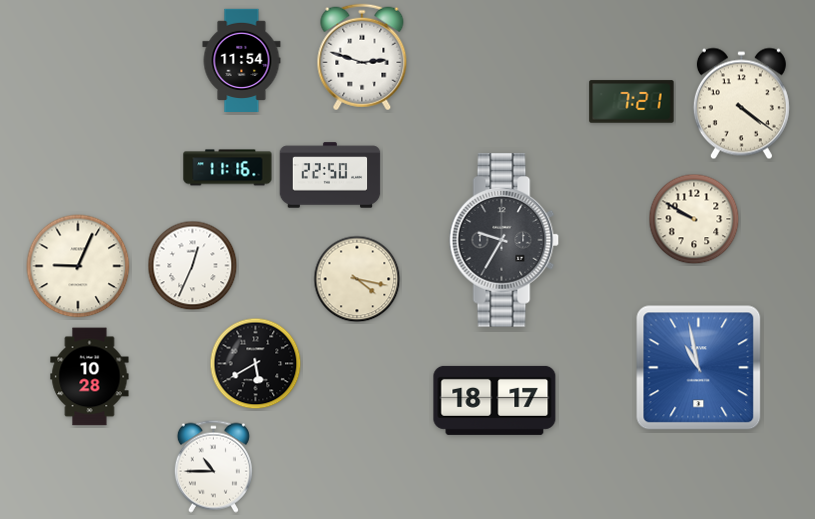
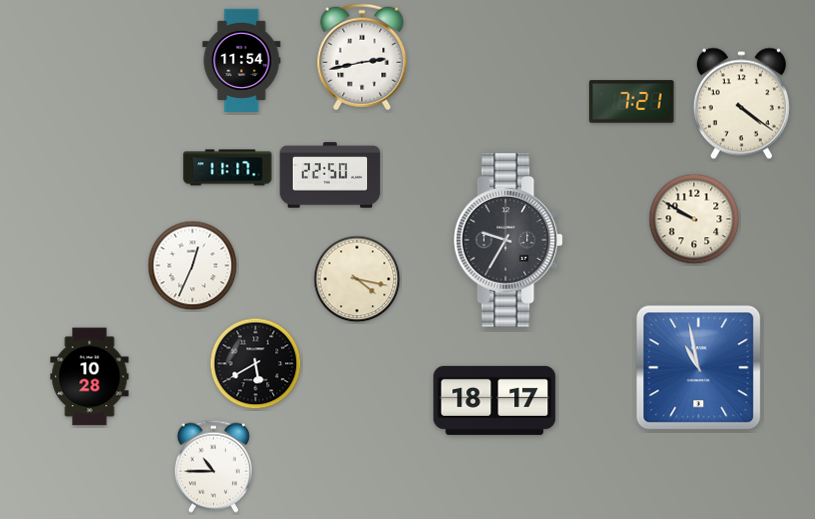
clock at (362, 57): 2:48 -> 2:43
clock at (228, 168): 11:16 -> 11:17
clock at (504, 240) position: (504, 240) -> (508, 240)
clock at (78, 266): 9:04 -> none
